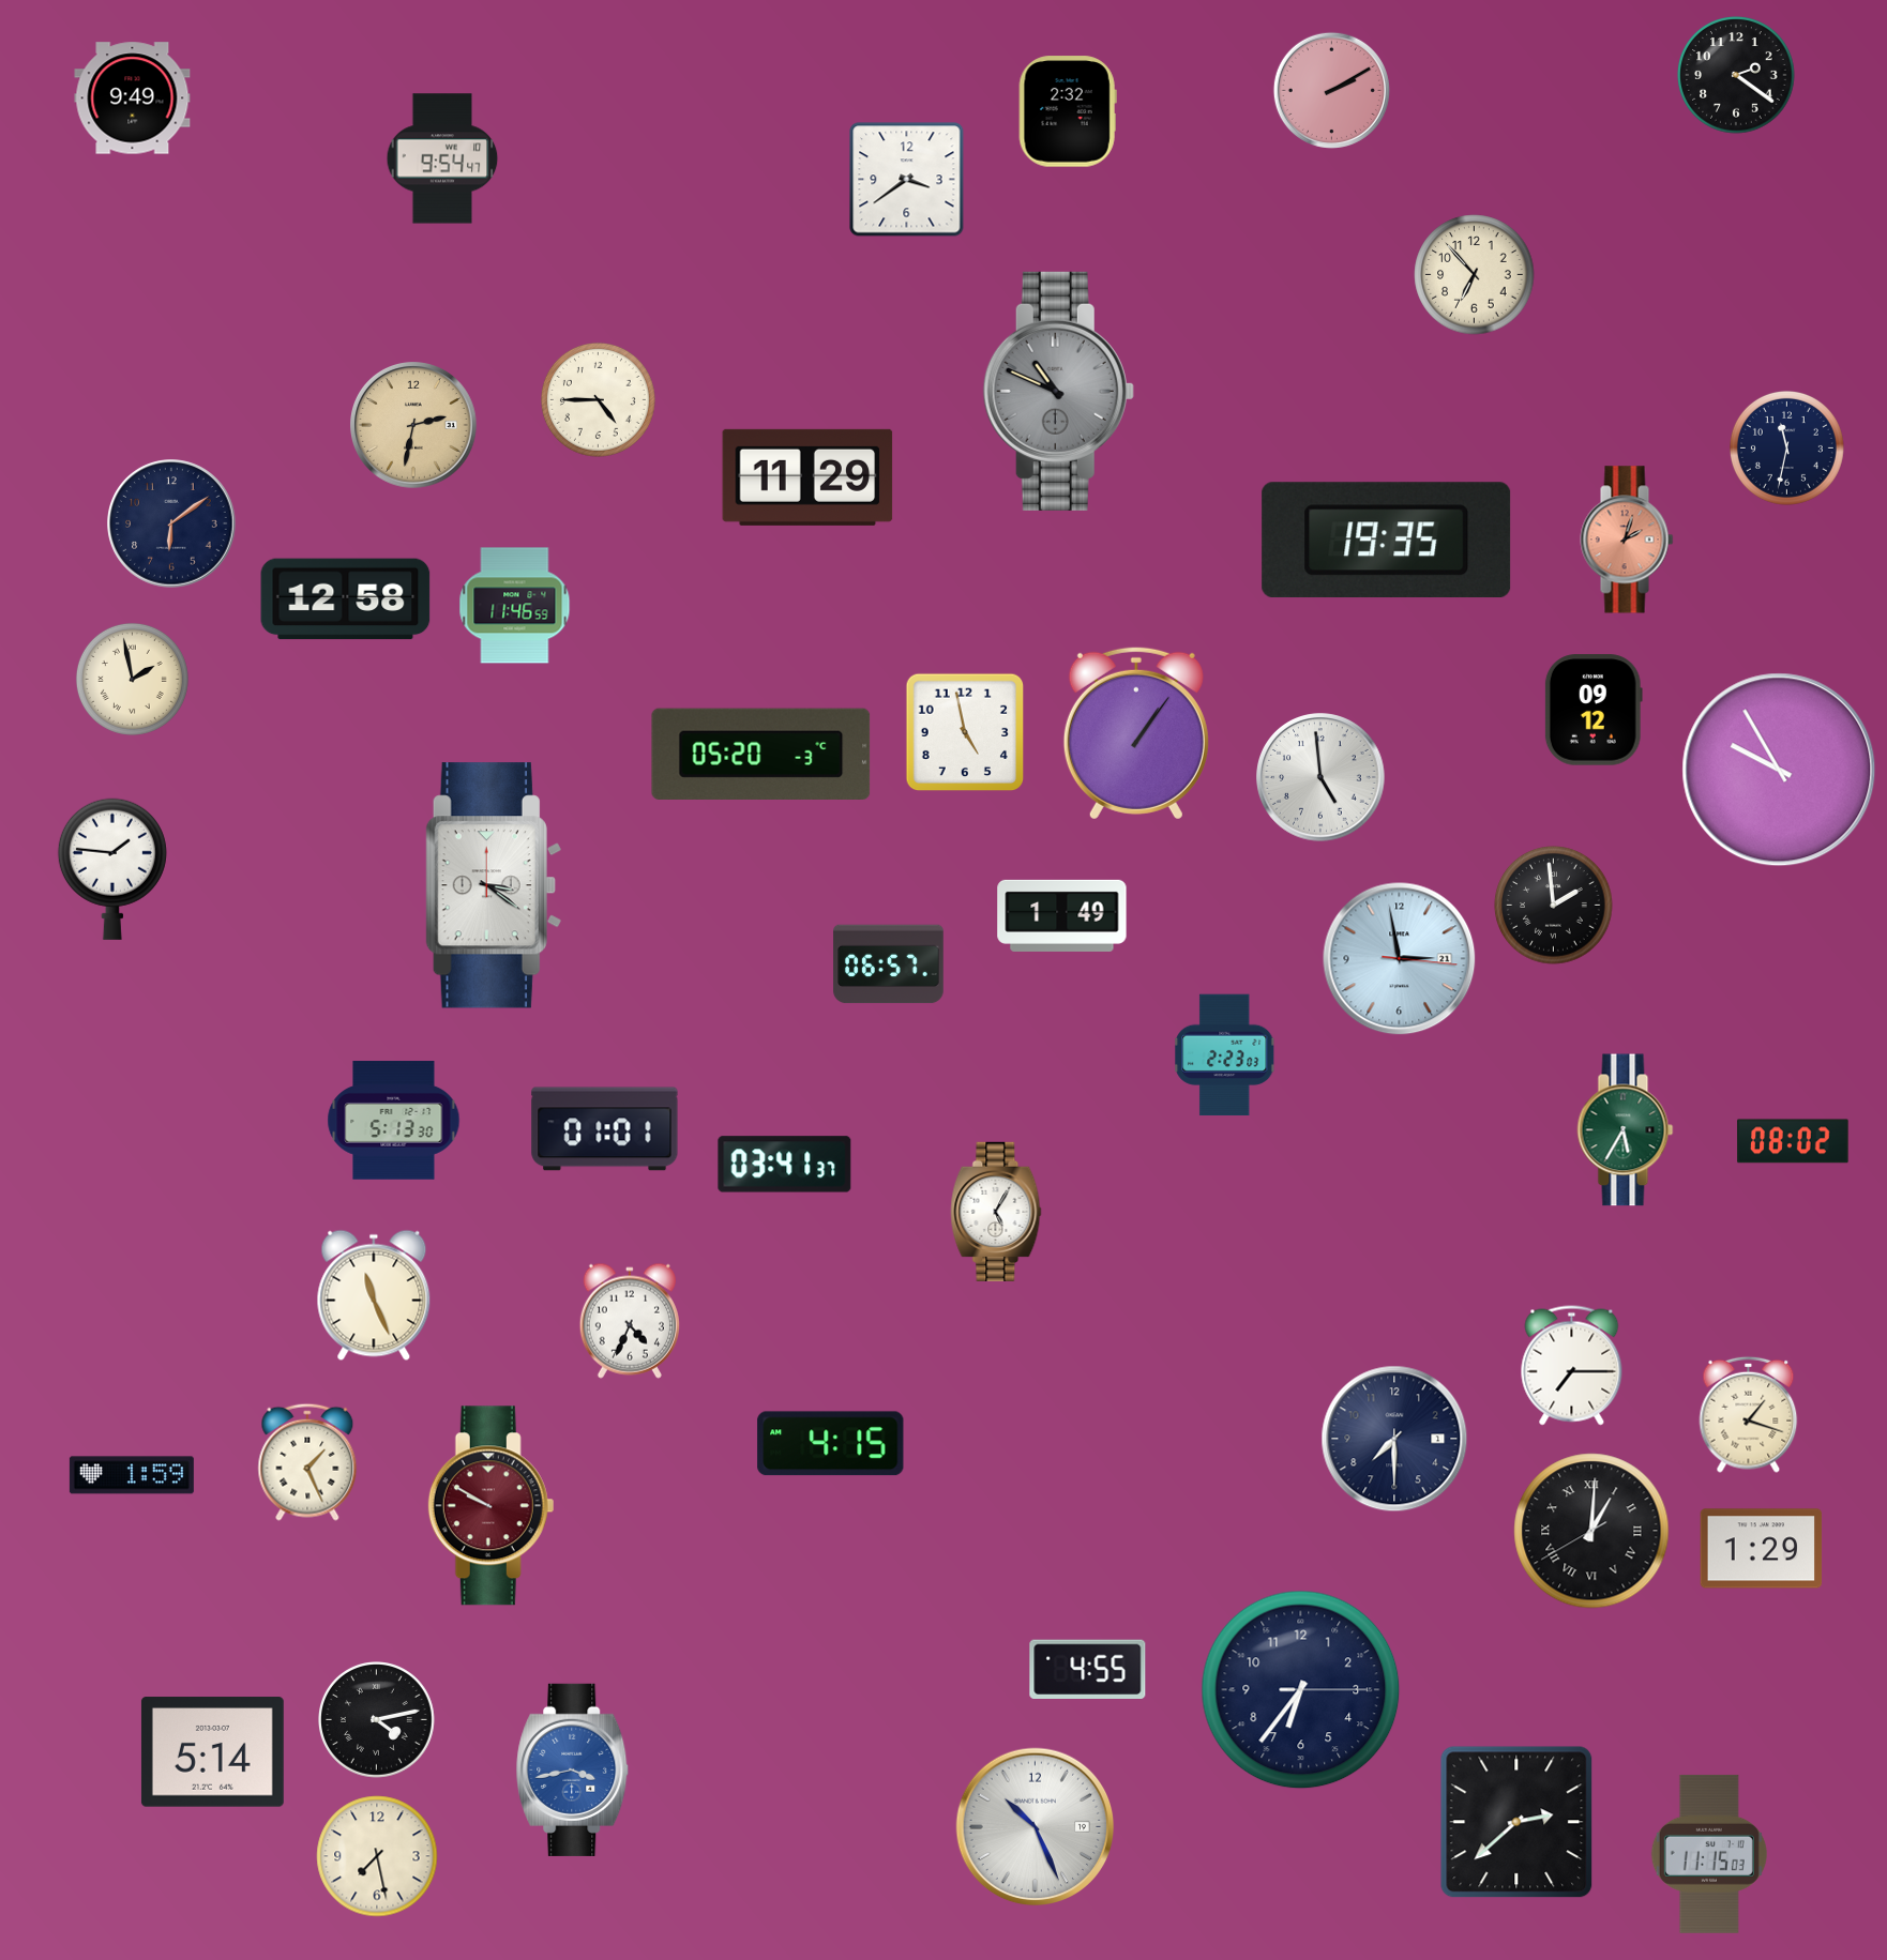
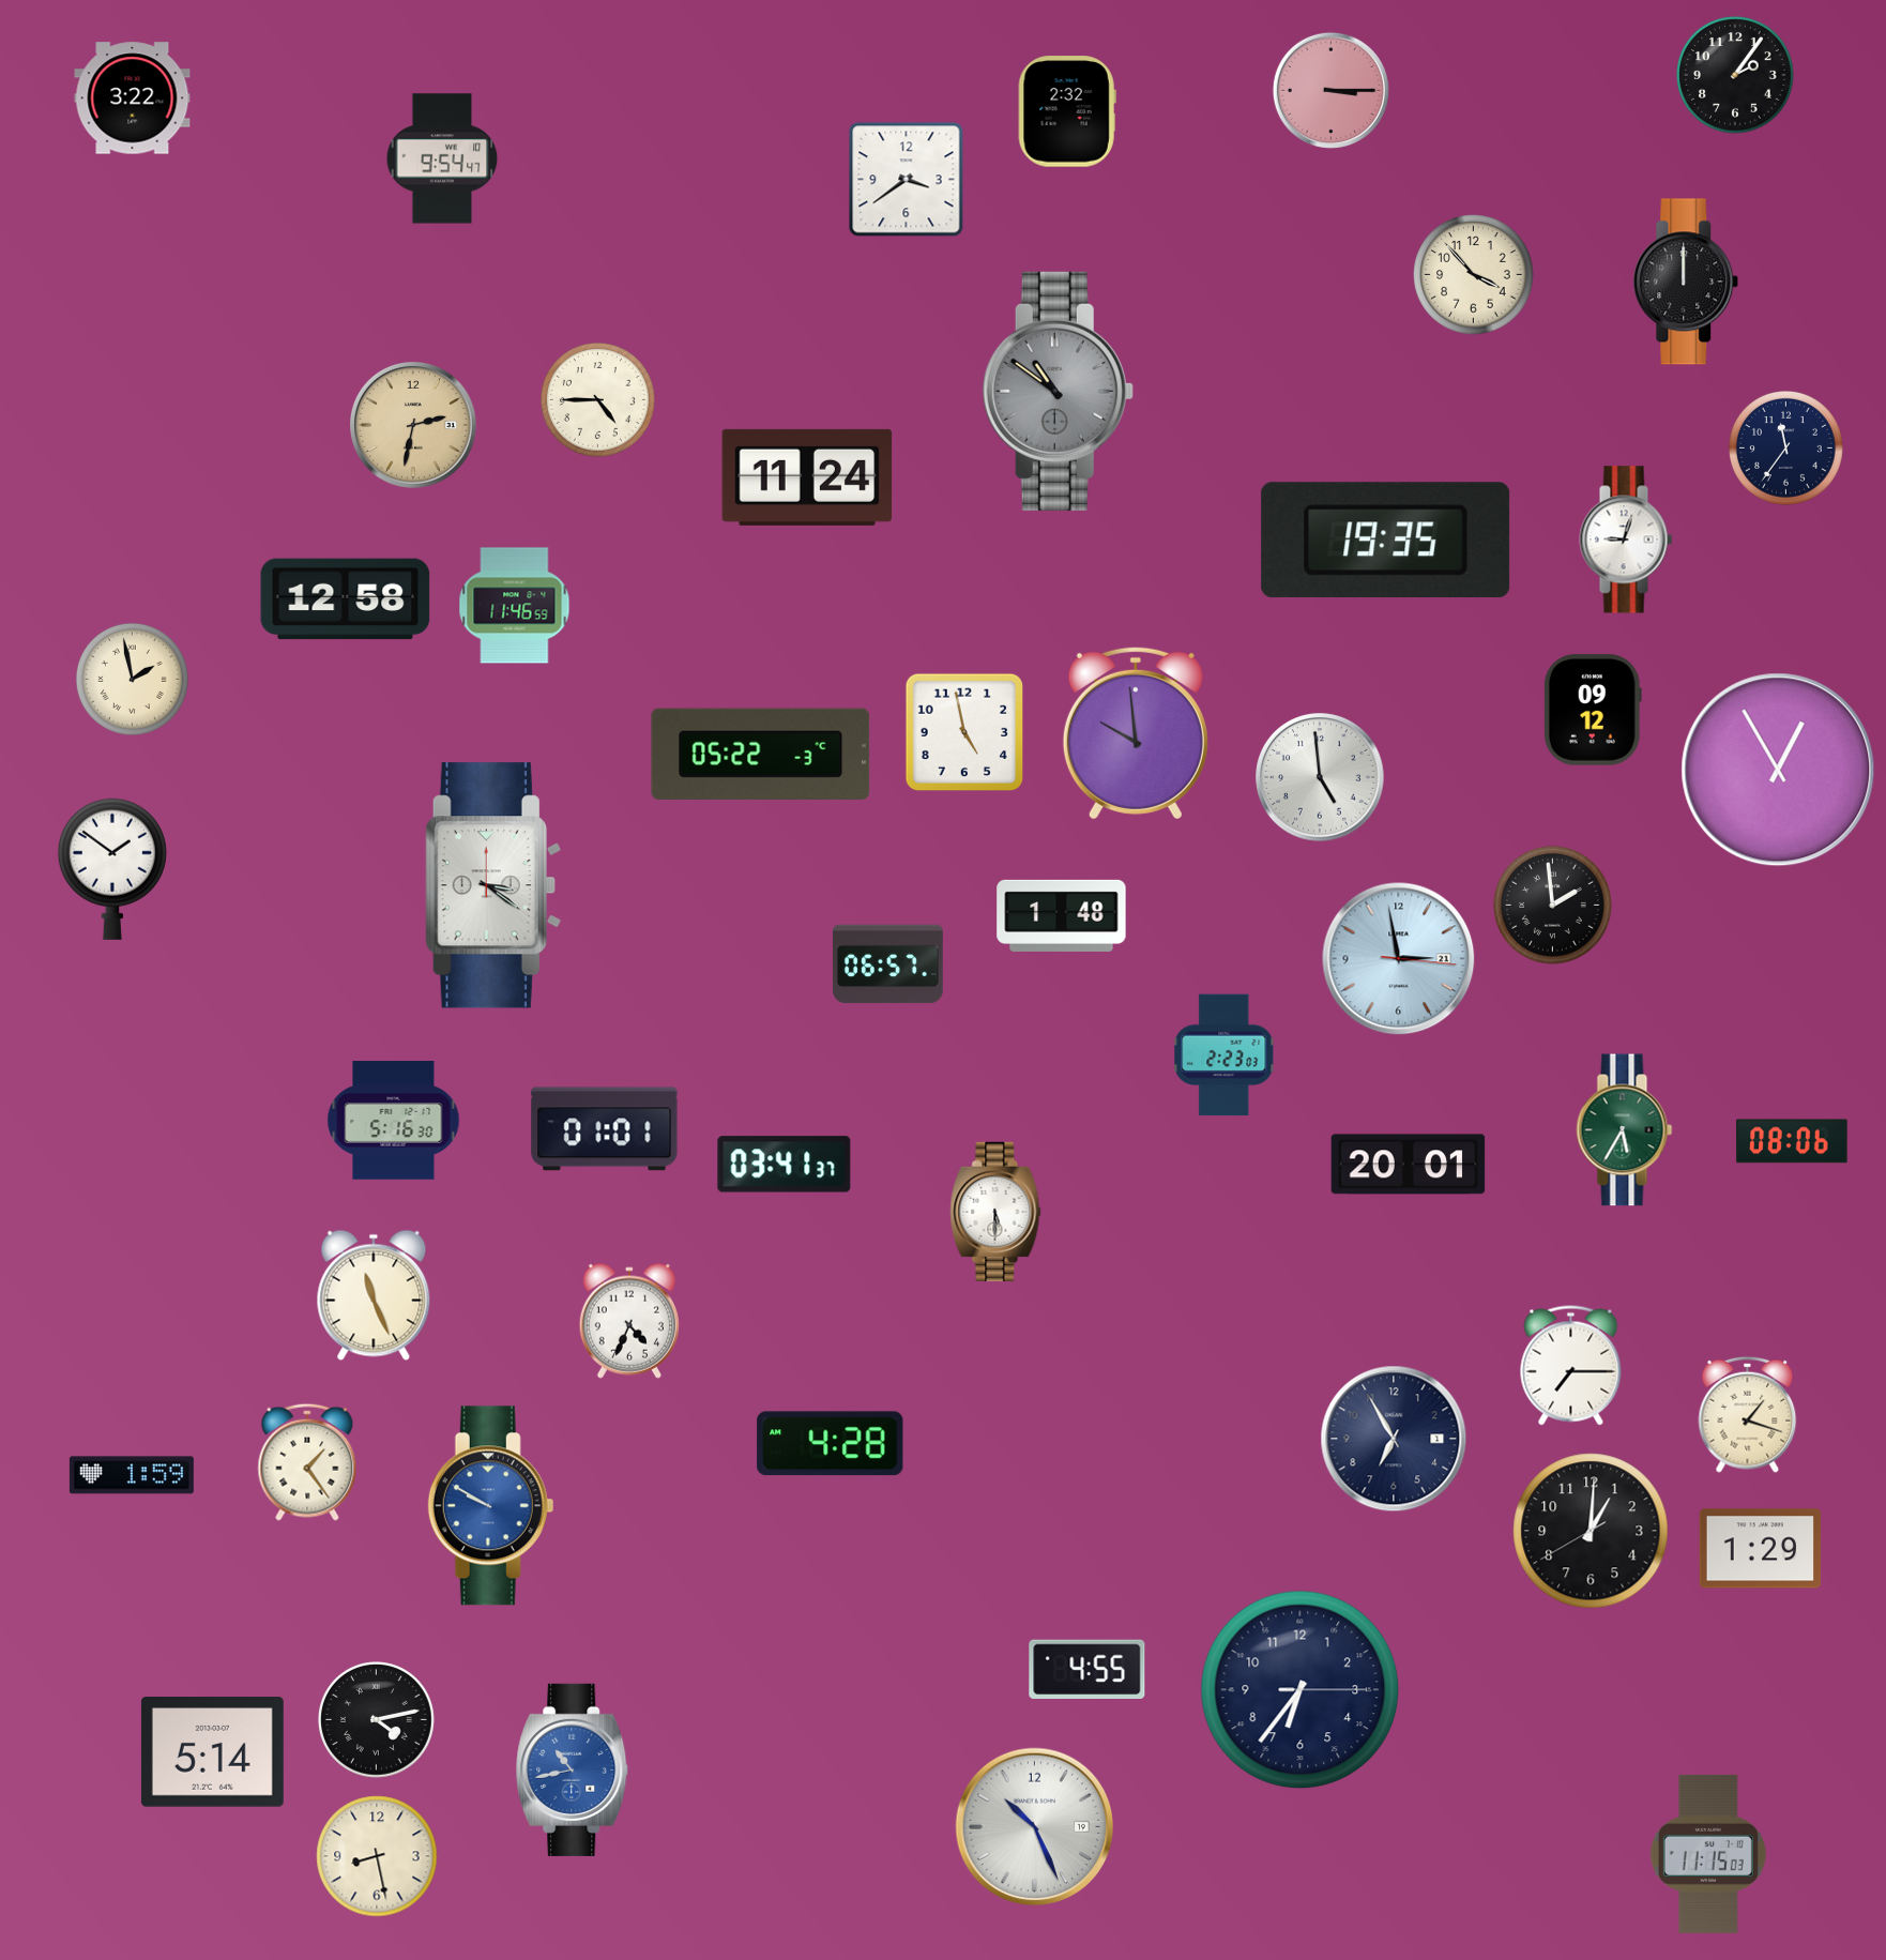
clock at (1736, 75): 2:21 -> 2:06
clock at (1331, 90): 2:10 -> 3:15
clock at (133, 98): 9:49 -> 3:22
clock at (1475, 275): 6:53 -> 3:53
clock at (1686, 282): none -> 12:00
clock at (1058, 391): 10:49 -> 10:51
clock at (1786, 447): 11:32 -> 11:36
clock at (807, 477): 11:29 -> 11:24
clock at (171, 523): 6:09 -> none
clock at (1627, 540): 2:03 -> 9:03
clock at (1627, 540) dial: salmon -> white
clock at (1136, 733): 1:06 -> 9:59
clock at (761, 754): 05:20 -> 05:22
clock at (1779, 770): 9:55 -> 12:55
clock at (112, 869): 1:46 -> 1:51
clock at (1062, 915): 1:49 -> 1:48
clock at (394, 1121): 5:13 -> 5:16
clock at (1793, 1141): 08:02 -> 08:06
clock at (1409, 1165): none -> 20:01
clock at (996, 1212): 5:05 -> 5:30
clock at (1394, 1439): 7:30 -> 6:55
clock at (831, 1444): 4:15 -> 4:28
clock at (307, 1462): 1:26 -> 1:24
clock at (492, 1506) dial: burgundy -> blue
clock at (1591, 1531) numerals: Roman -> Arabic
clock at (573, 1769): 3:43 -> 10:43
clock at (1516, 1822): 2:38 -> none
clock at (377, 1856): 7:28 -> 8:28
